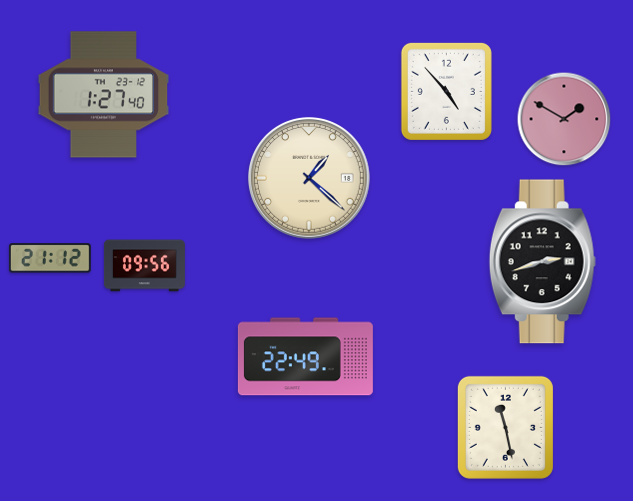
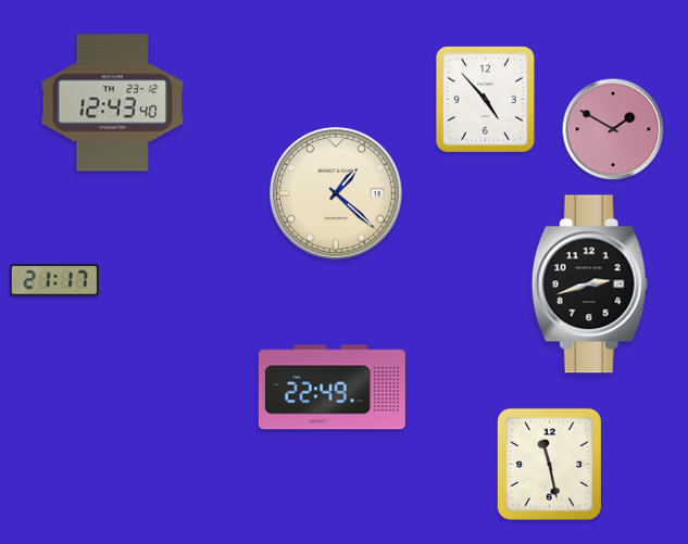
clock at (104, 95): 1:27 -> 12:43
clock at (50, 258): 21:12 -> 21:17
clock at (144, 266): 09:56 -> none
